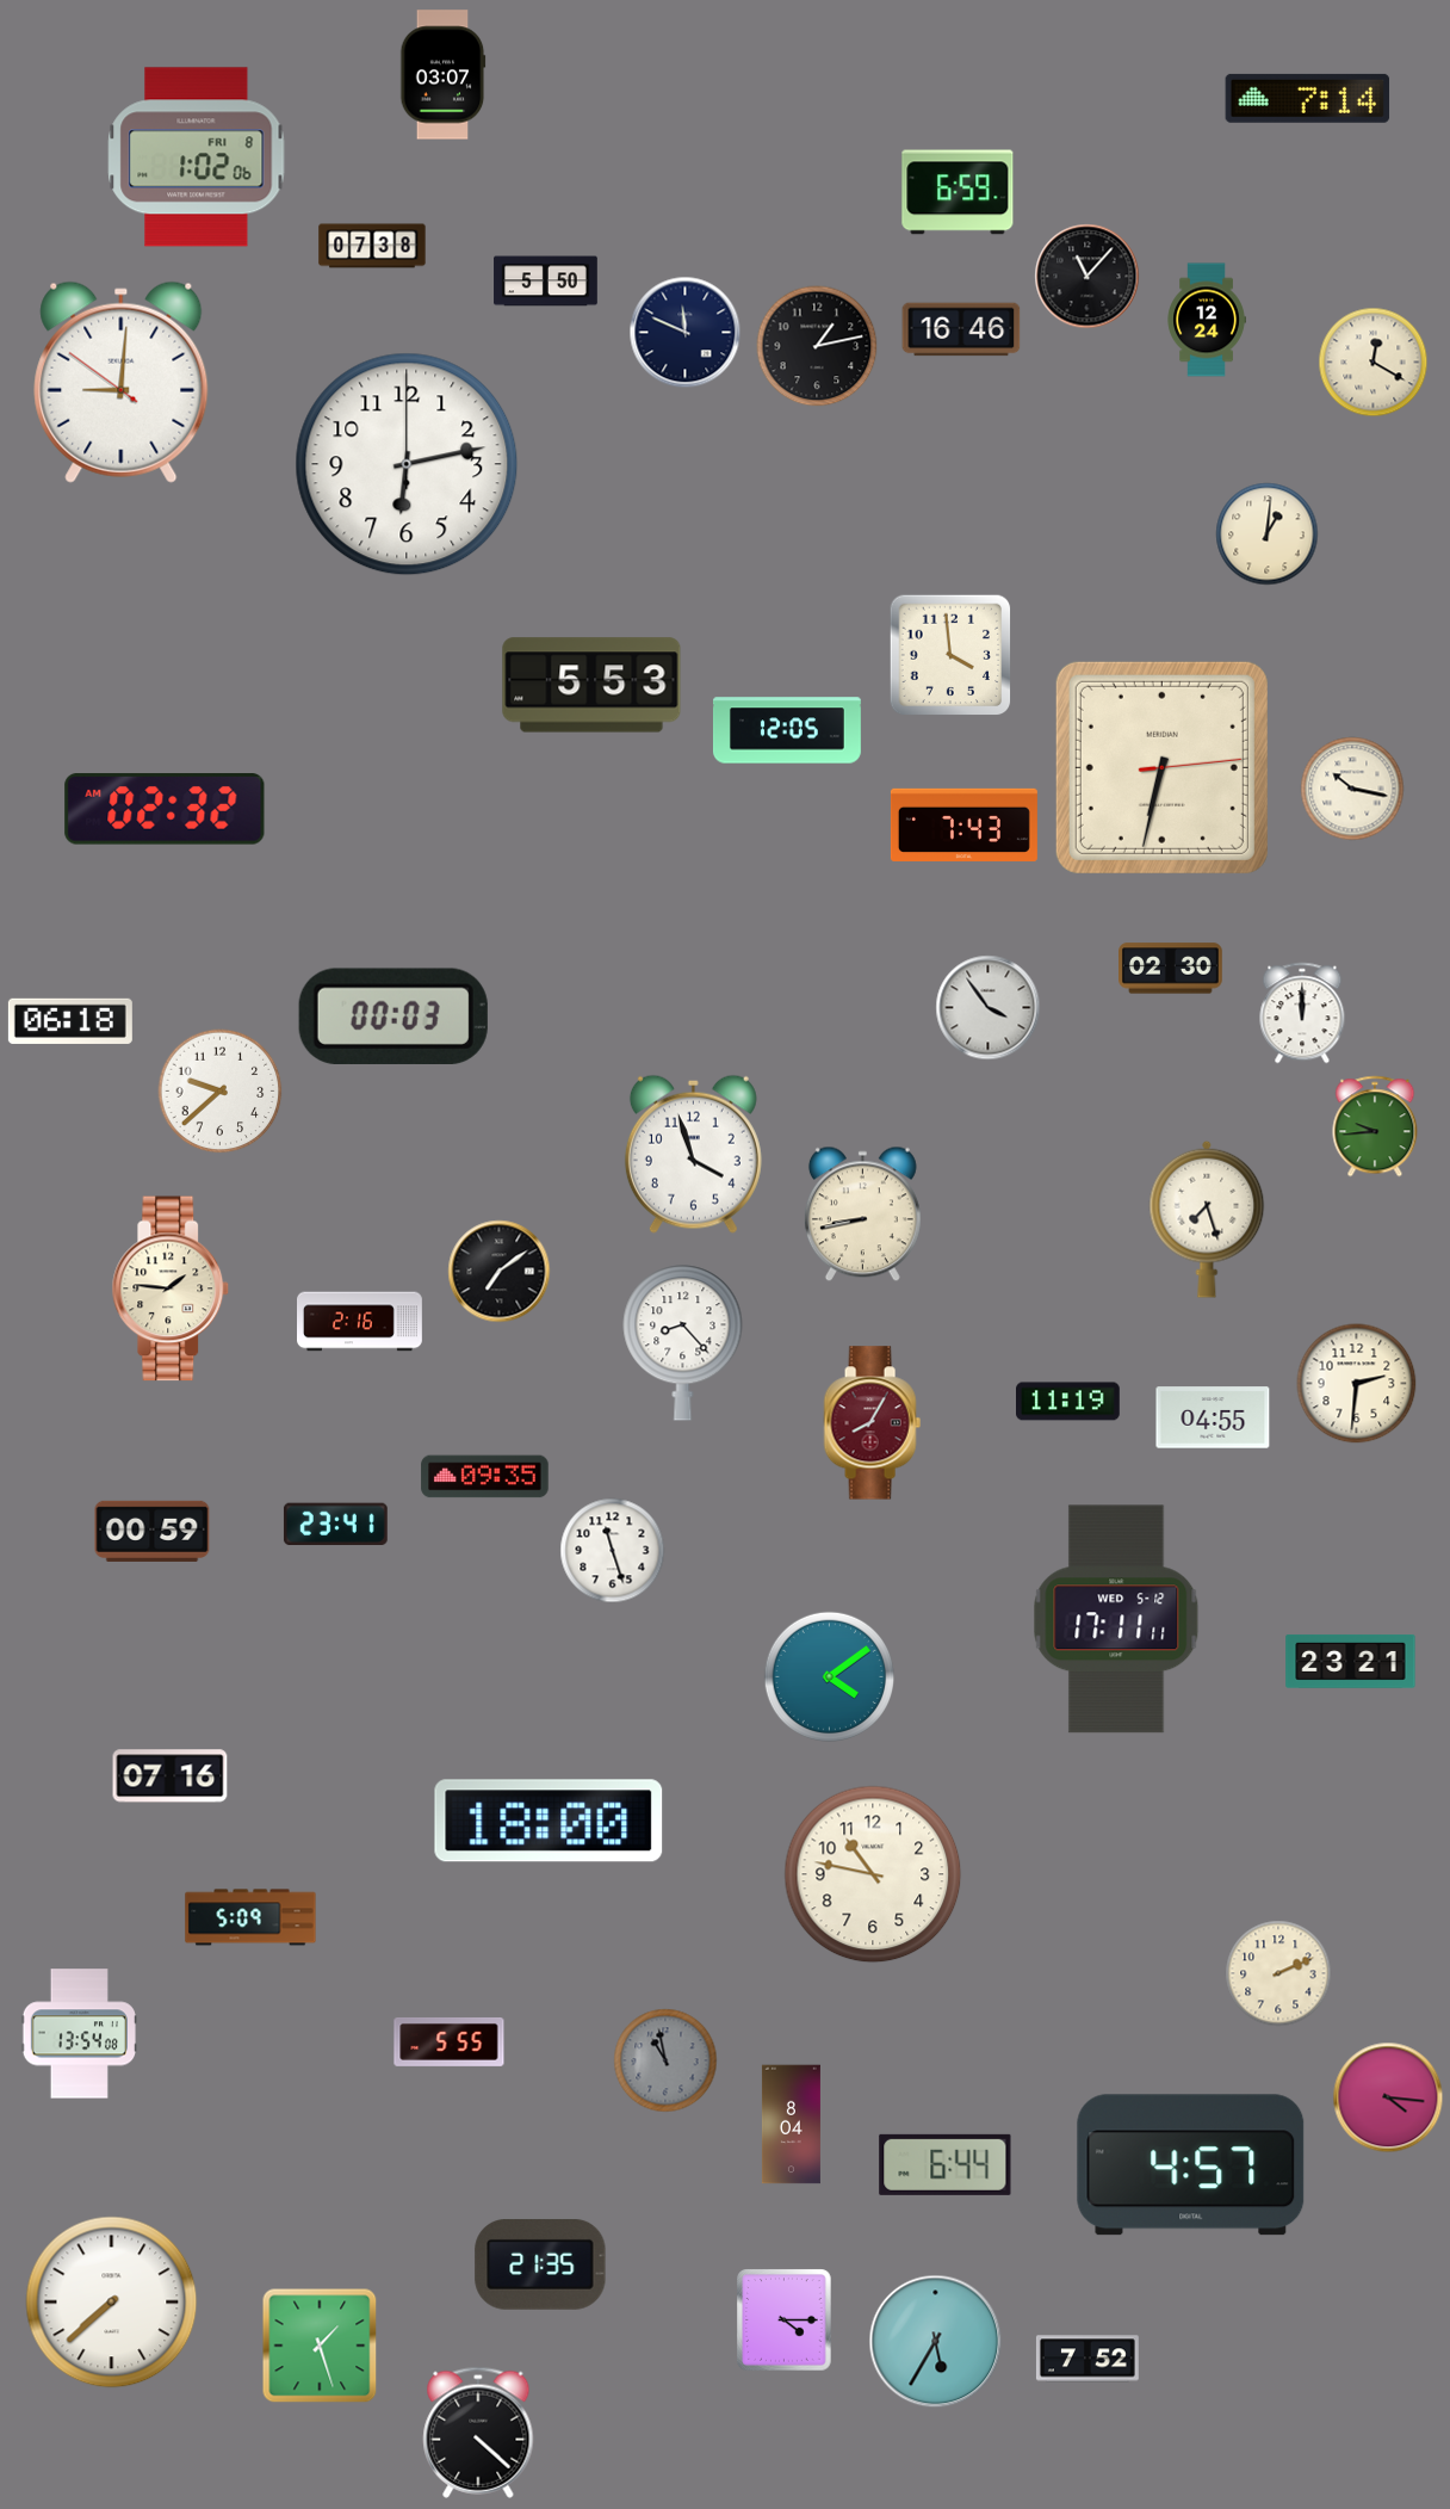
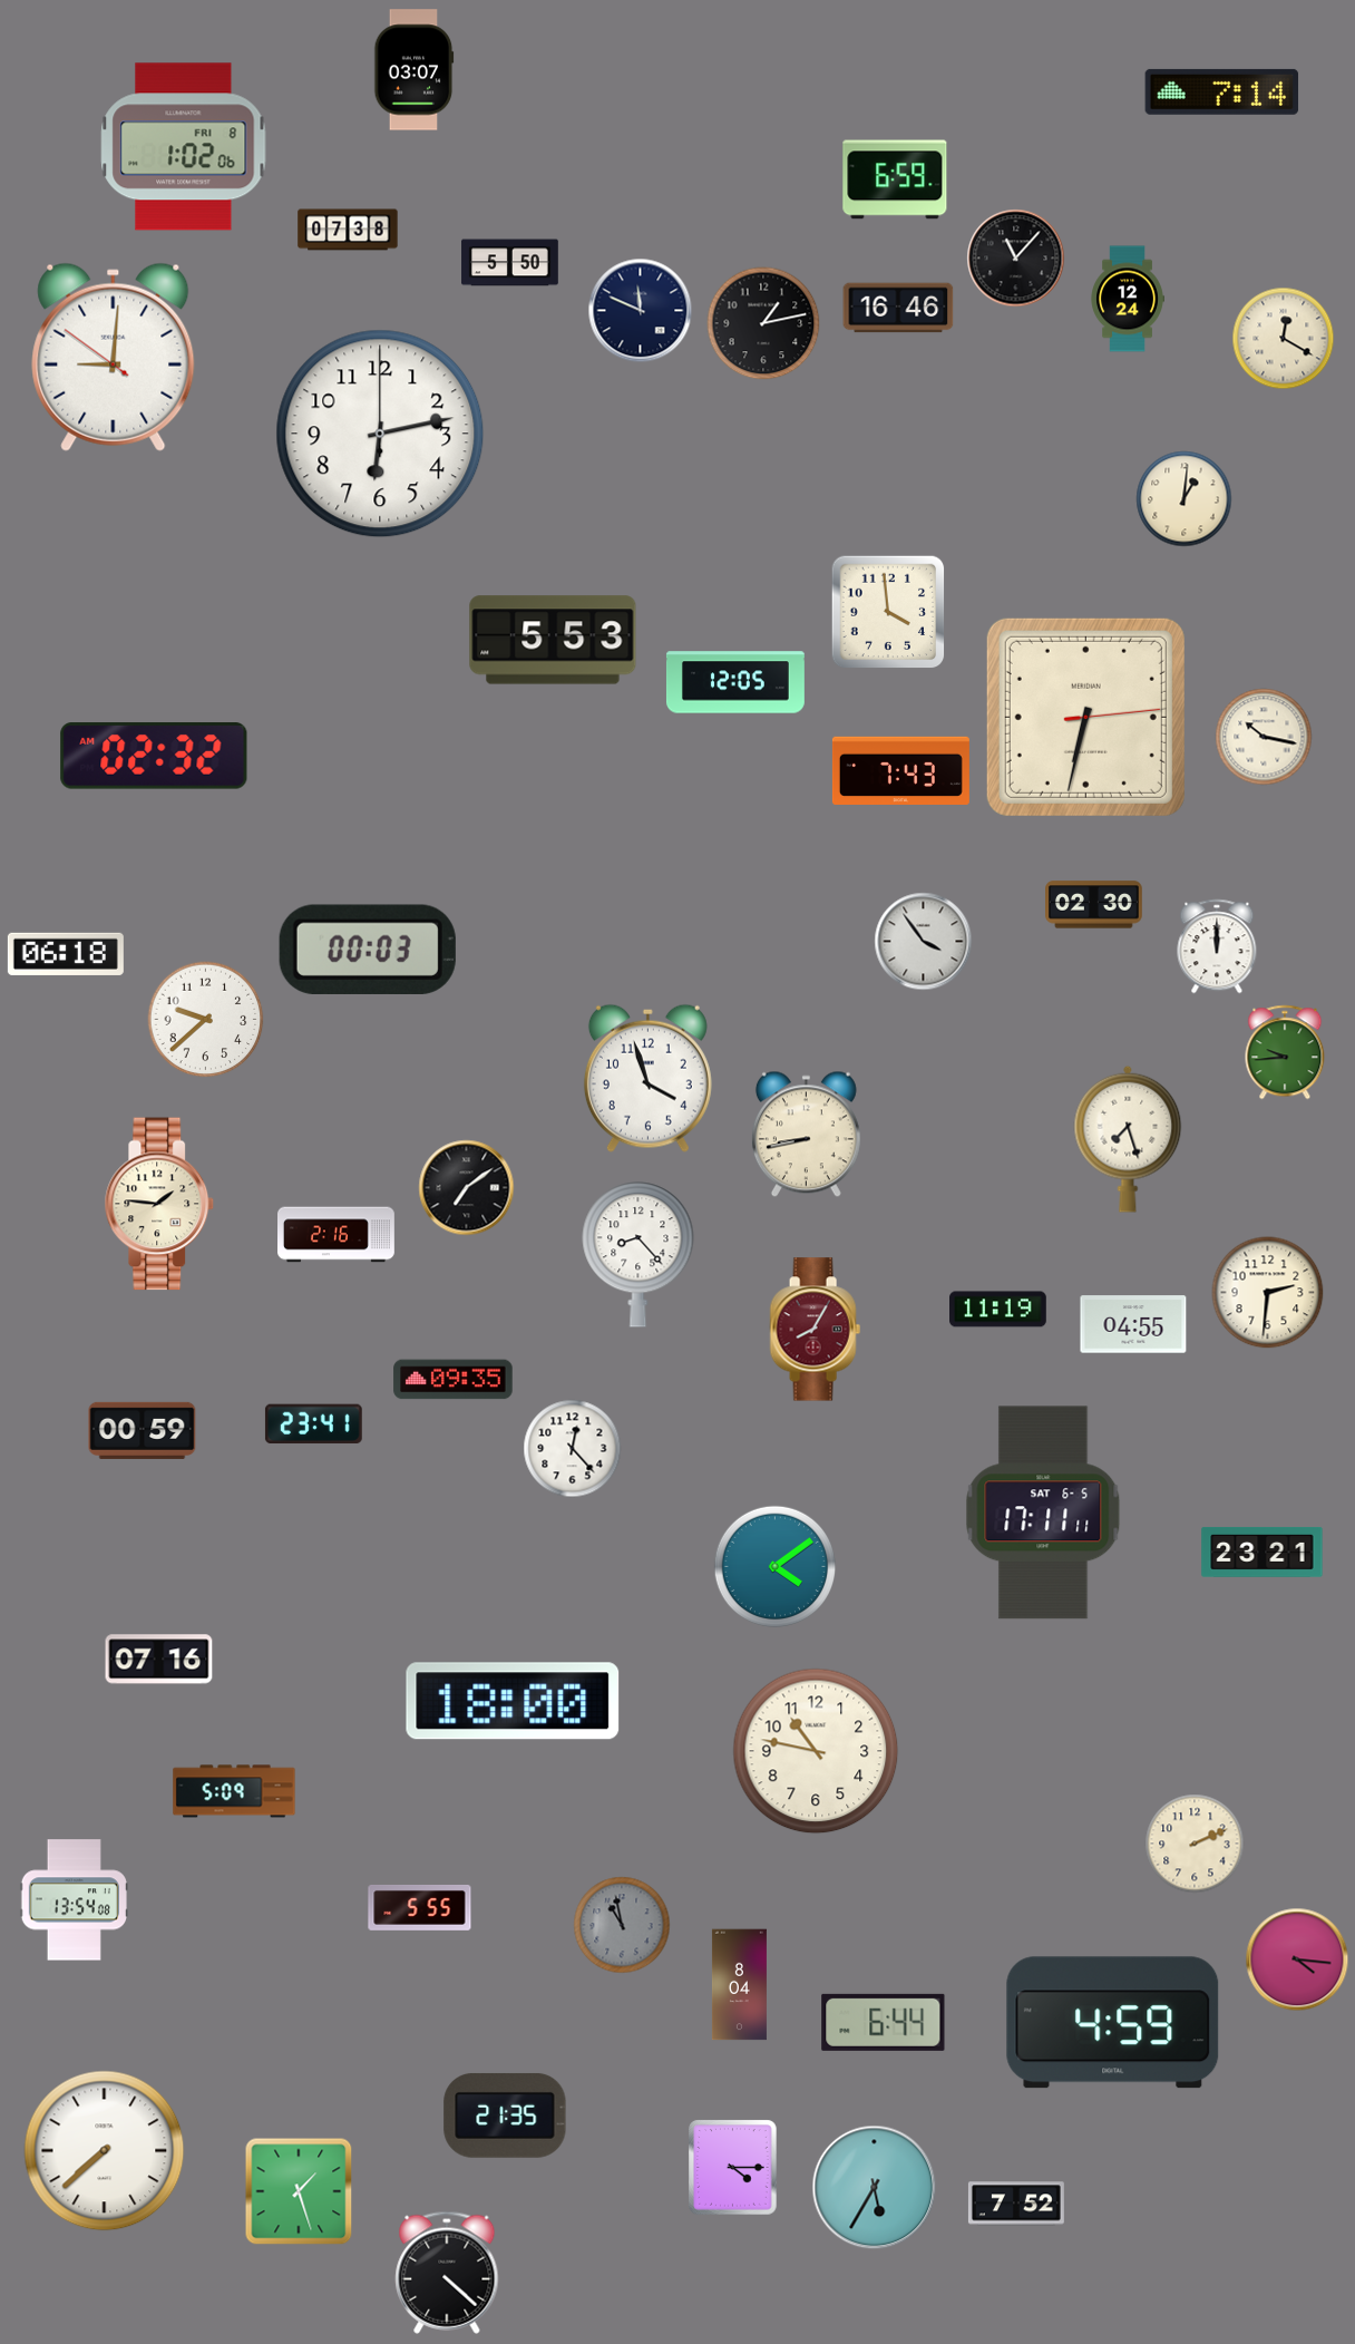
clock at (613, 1551): 11:27 -> 12:23
clock at (1116, 1619) date: WED 5-12 -> SAT 6-5
clock at (1191, 2165): 4:57 -> 4:59
